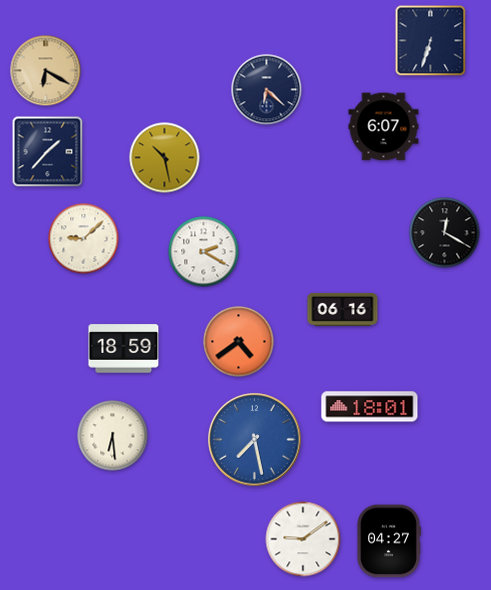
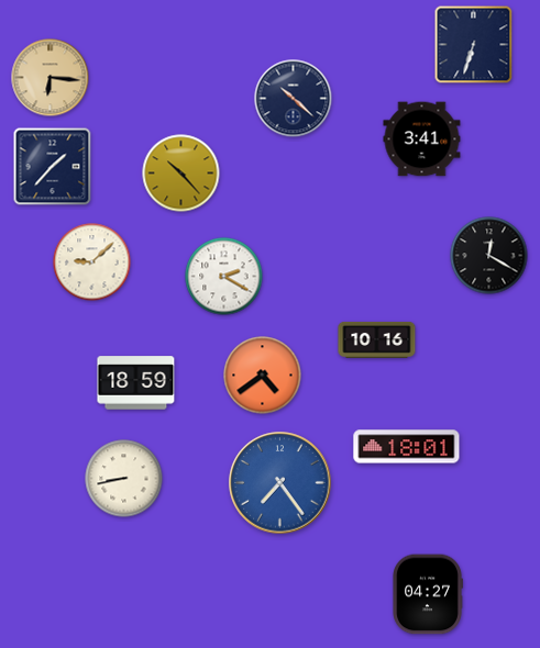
clock at (46, 71): 6:20 -> 6:16
clock at (267, 90): 6:22 -> 10:22
clock at (384, 127): 6:07 -> 3:41
clock at (165, 158): 10:28 -> 10:23
clock at (343, 309): 06:16 -> 10:16
clock at (113, 436): 6:29 -> 8:43
clock at (255, 440): 7:28 -> 7:24
clock at (303, 539): 9:09 -> none
